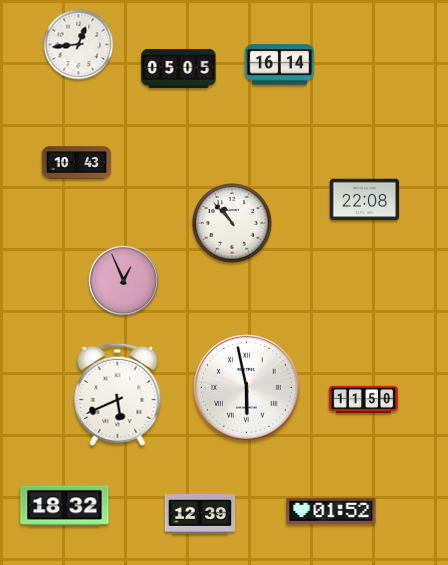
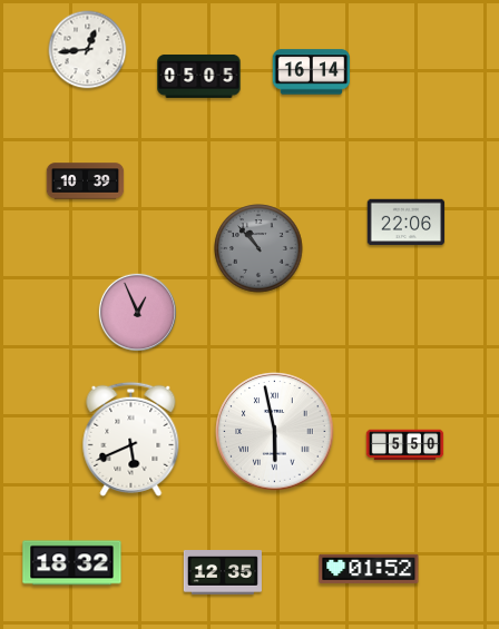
clock at (77, 163): 10:43 -> 10:39
clock at (365, 200): 22:08 -> 22:06
clock at (232, 223) dial: white -> grey
clock at (364, 400): 11:50 -> 5:50
clock at (199, 515): 12:39 -> 12:35
